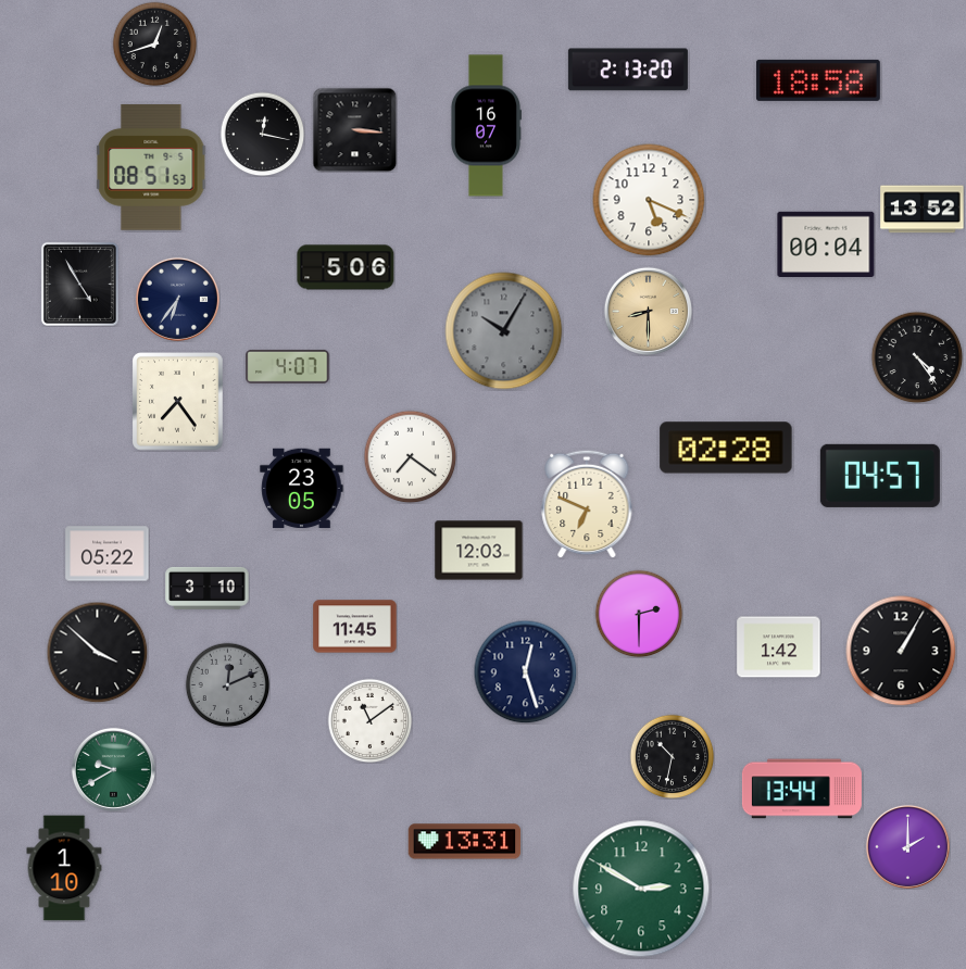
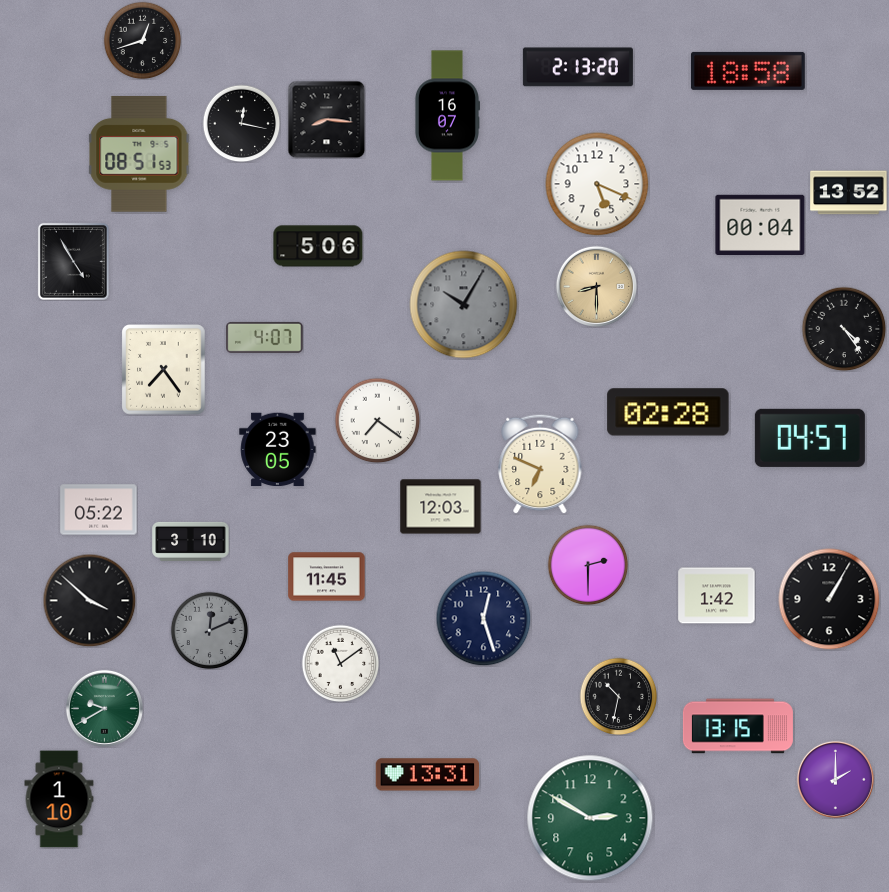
clock at (628, 70) position: (628, 70) -> (578, 67)
clock at (818, 80) position: (818, 80) -> (748, 71)
clock at (354, 129): 3:16 -> 8:16
clock at (177, 299): 6:36 -> none
clock at (802, 789): 13:44 -> 13:15
